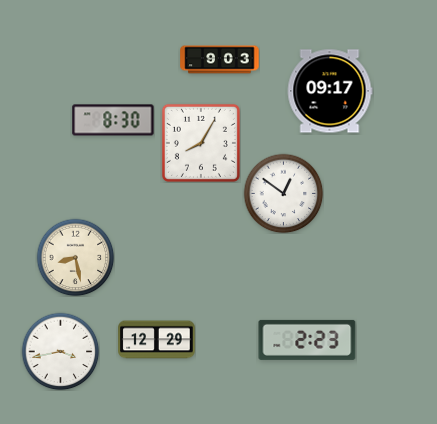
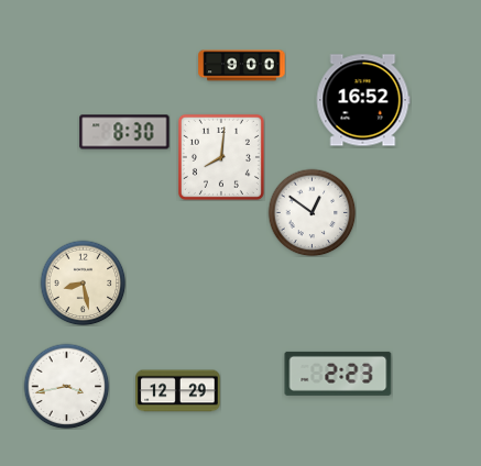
clock at (220, 60): 9:03 -> 9:00
clock at (330, 91): 09:17 -> 16:52
clock at (201, 143): 8:05 -> 8:01
clock at (157, 340) position: (157, 340) -> (178, 391)
